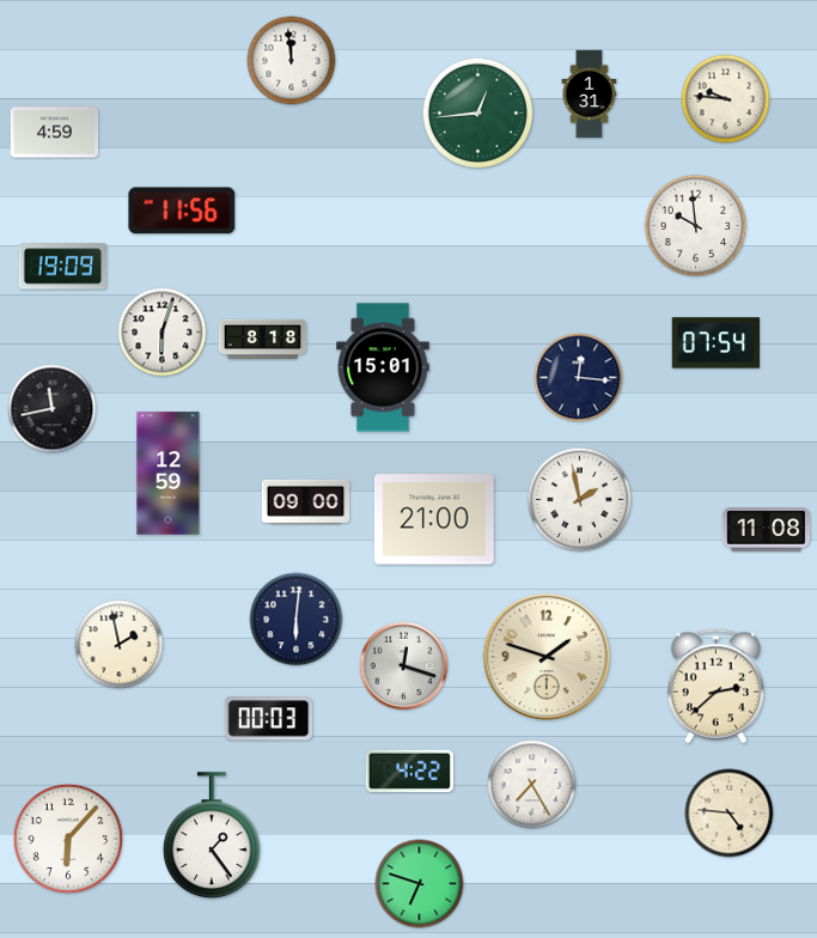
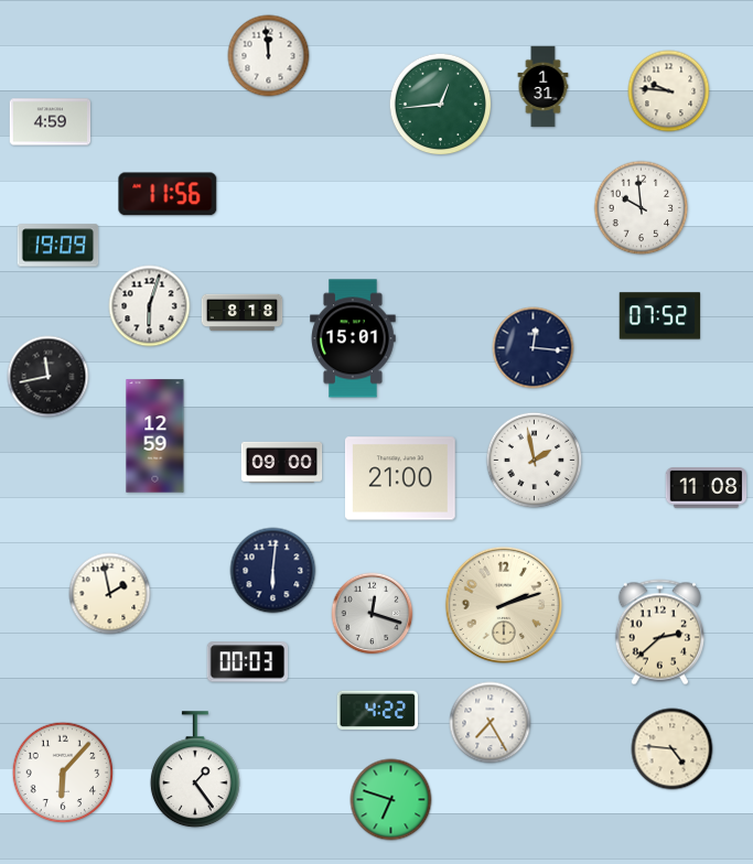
clock at (717, 343): 07:54 -> 07:52
clock at (545, 656): 1:48 -> 2:12
clock at (420, 884) position: (420, 884) -> (391, 800)
